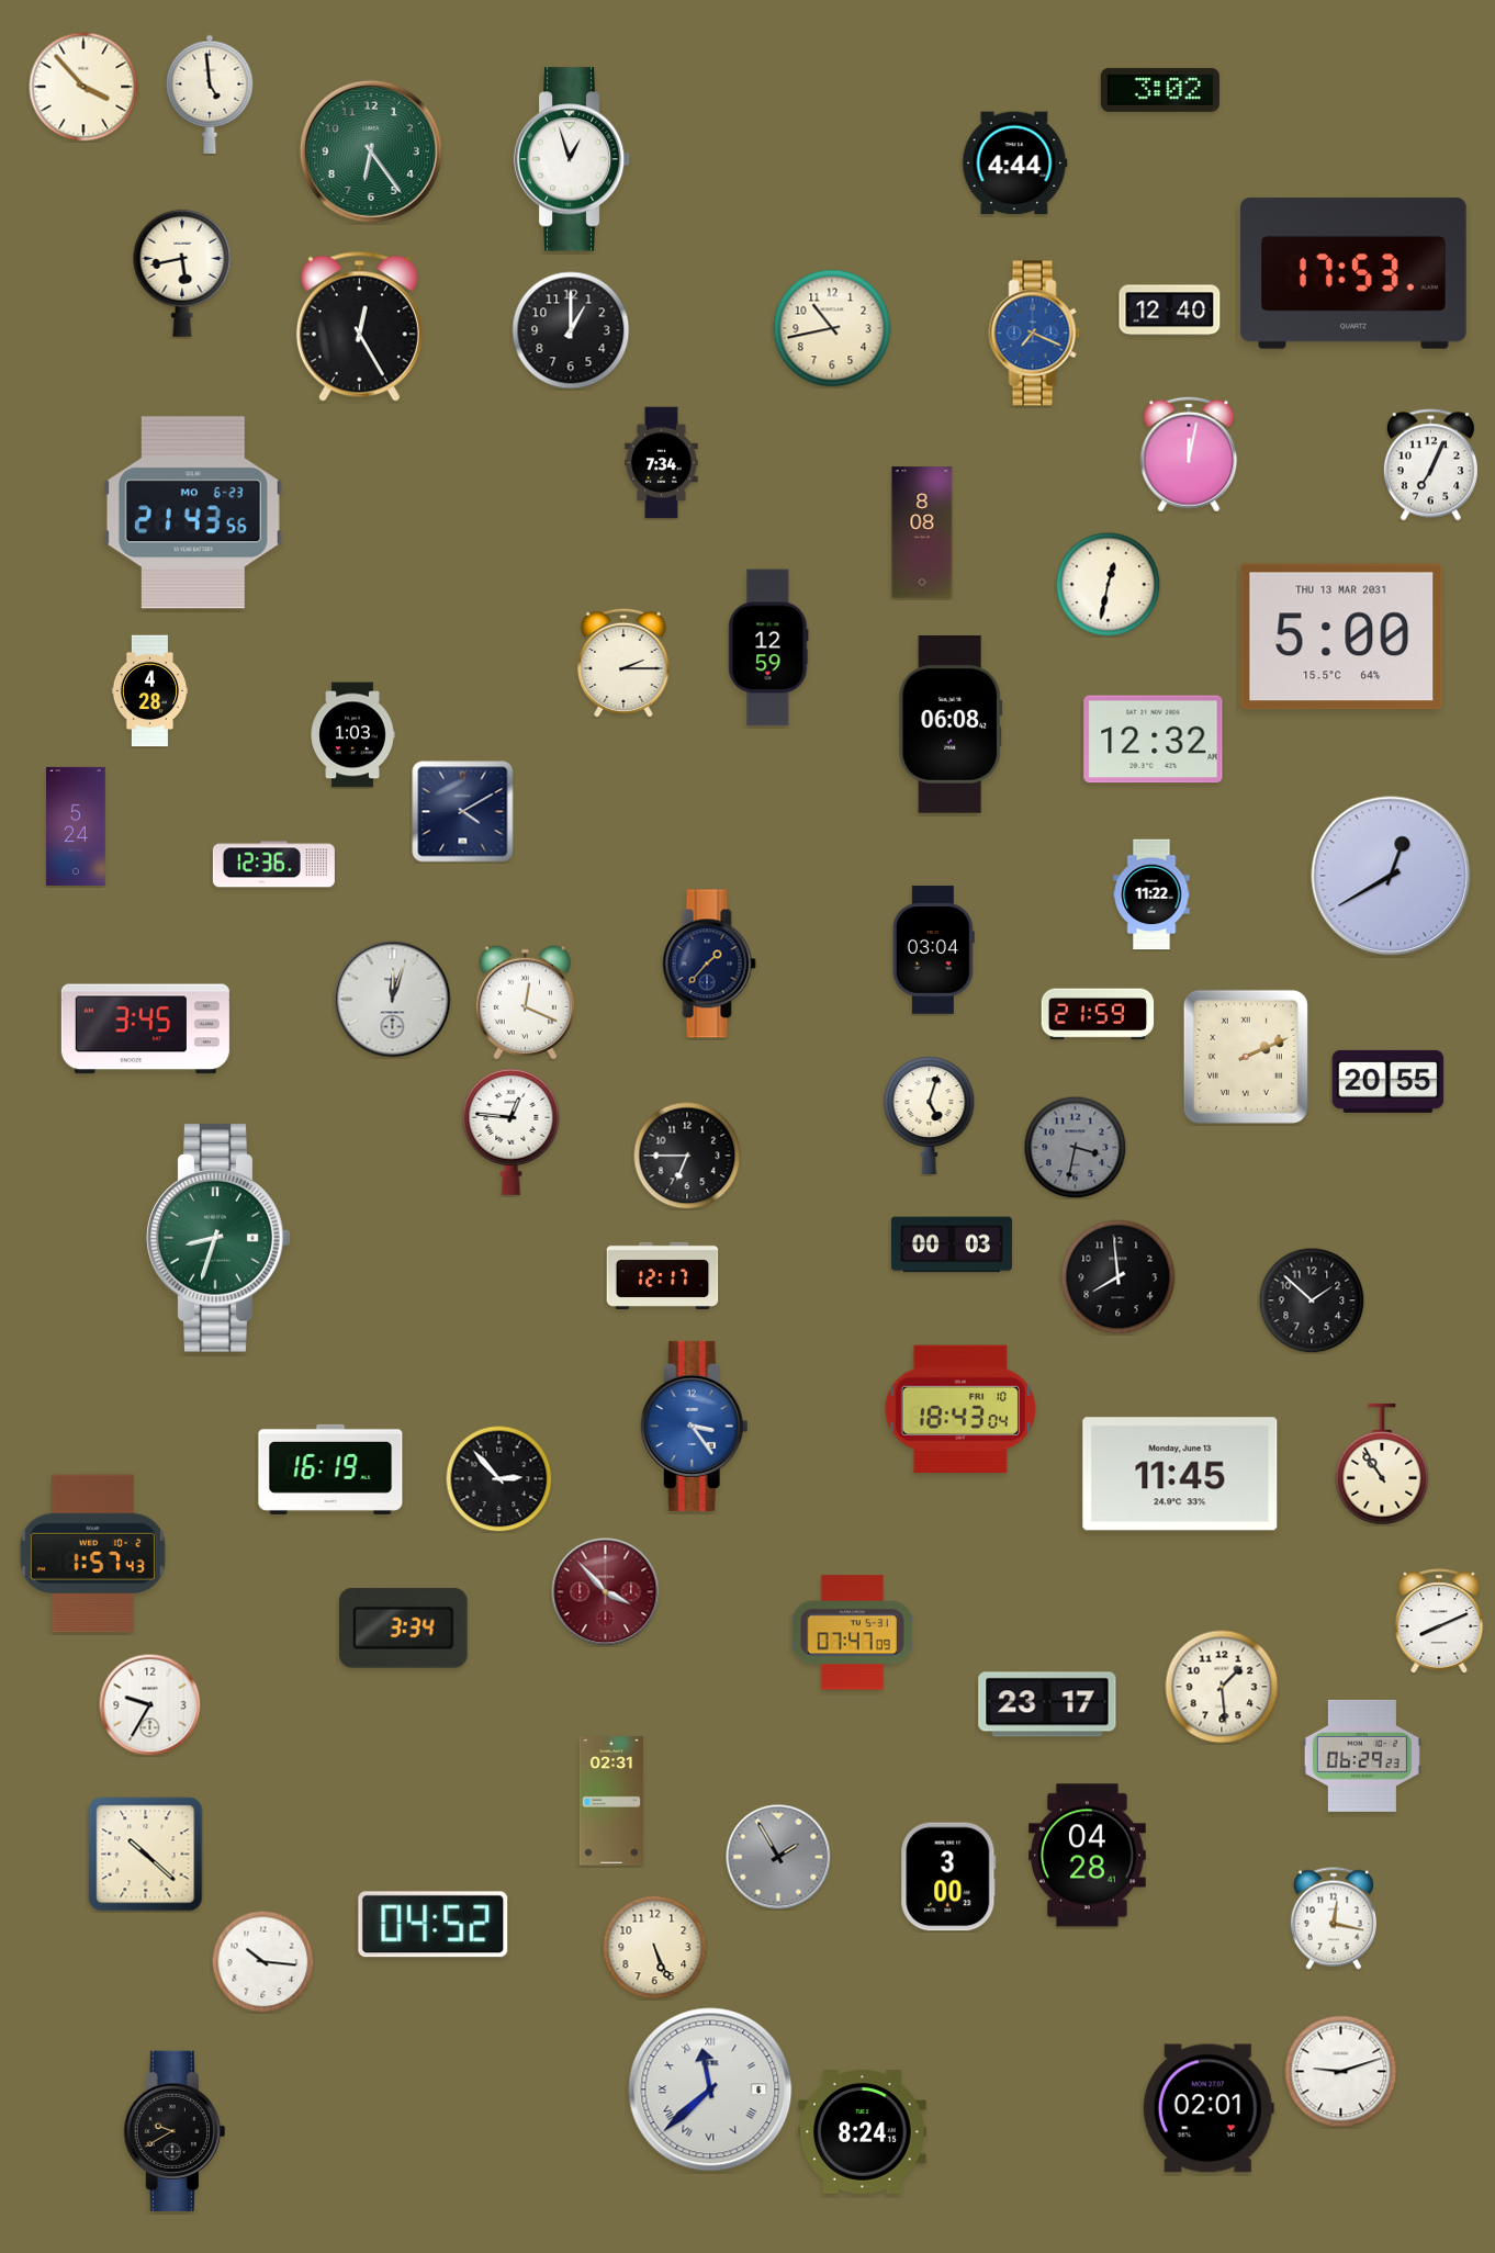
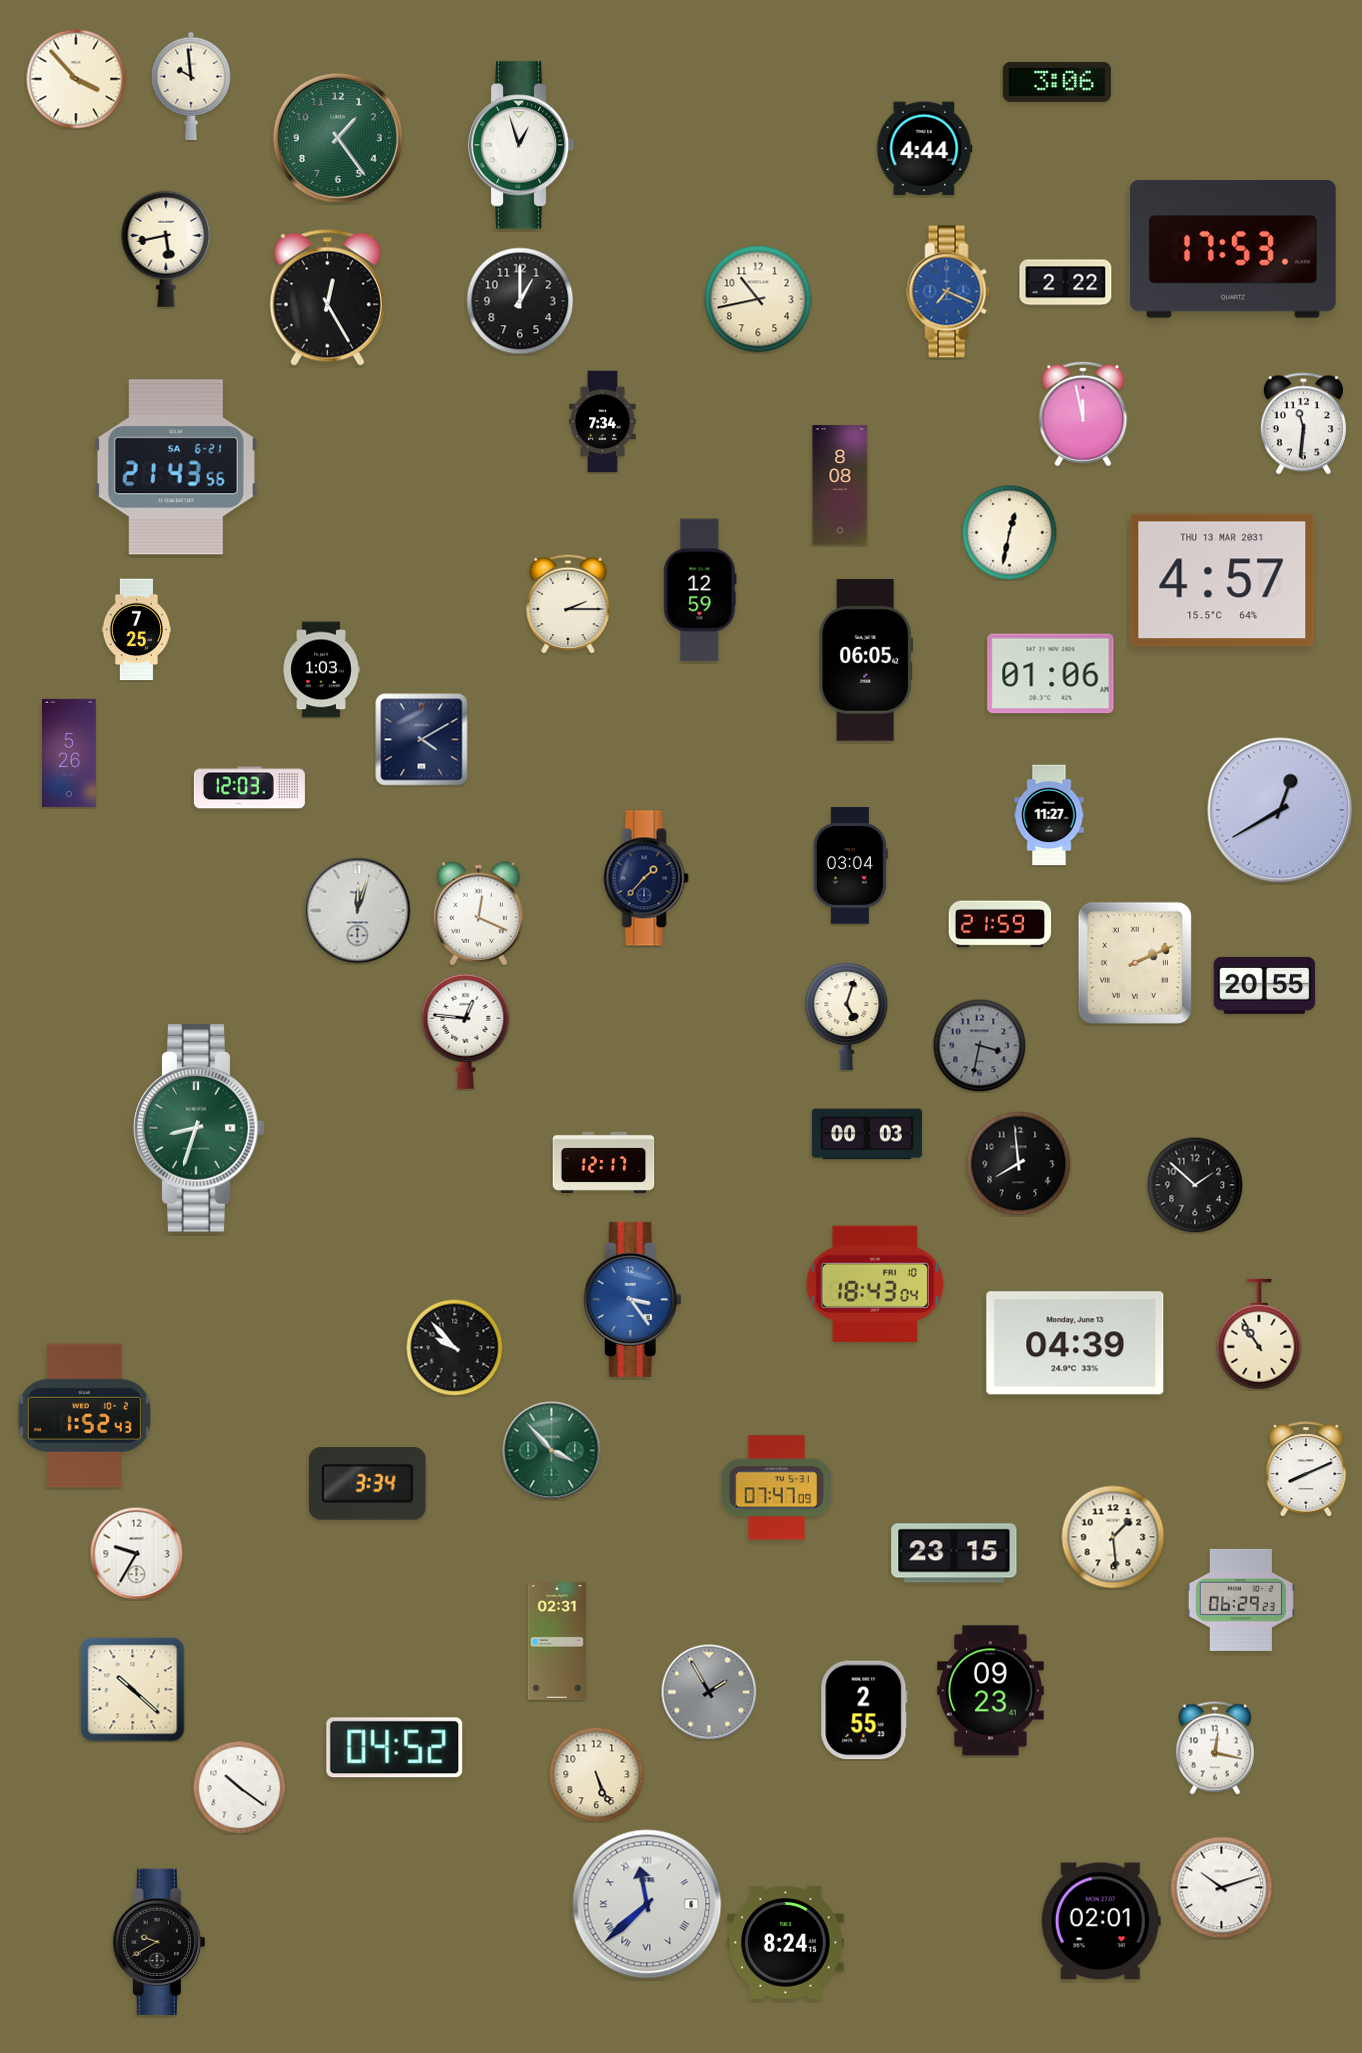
clock at (1160, 90): 3:02 -> 3:06
clock at (210, 94): 4:59 -> 9:59
clock at (371, 151): 6:24 -> 1:24
clock at (1170, 311): 12:40 -> 2:22
clock at (1035, 334) position: (1035, 334) -> (949, 292)
clock at (1189, 454): 12:02 -> 11:58
clock at (1430, 465): 7:04 -> 11:31
clock at (193, 512) date: MO 6-23 -> SA 6-21
clock at (1341, 637): 5:00 -> 4:57
clock at (150, 691): 4:28 -> 7:25
clock at (951, 724): 06:08 -> 06:05
clock at (1154, 740): 12:32 -> 01:06
clock at (76, 826): 5:24 -> 5:26
clock at (273, 865): 12:36 -> 12:03
clock at (1391, 876) position: (1391, 876) -> (1280, 810)
clock at (1151, 894): 11:22 -> 11:27
clock at (145, 1029): 3:45 -> none
clock at (687, 1156): 6:45 -> none
clock at (330, 1469): 16:19 -> none
clock at (1180, 1474): 11:45 -> 04:39
clock at (498, 1478): 2:53 -> 9:53
clock at (92, 1554): 1:57 -> 1:52
clock at (606, 1592) dial: burgundy -> green
clock at (1439, 1621) position: (1439, 1621) -> (1306, 1469)
clock at (1047, 1704): 23:17 -> 23:15
clock at (1087, 1856): 04:28 -> 09:23
clock at (948, 1877): 3:00 -> 2:55
clock at (434, 1925) position: (434, 1925) -> (395, 1748)
clock at (262, 1961): 10:16 -> 10:21
clock at (1341, 2072): 9:12 -> 10:12
